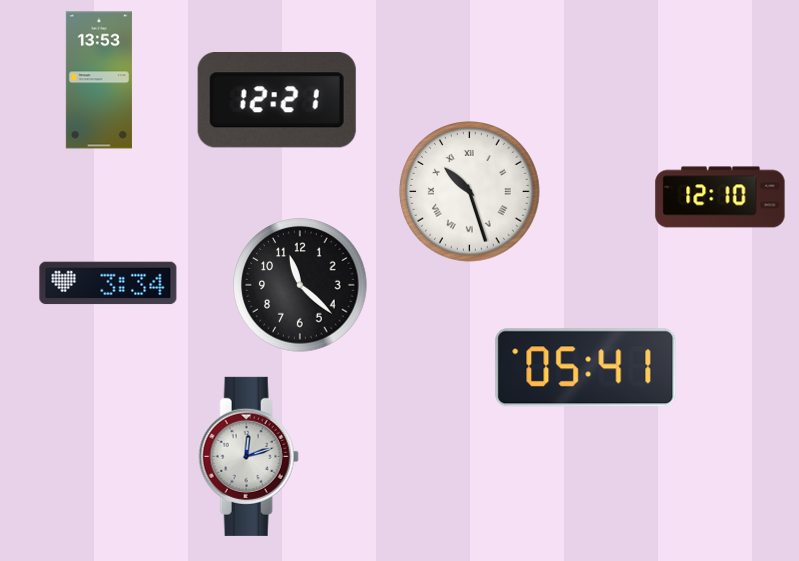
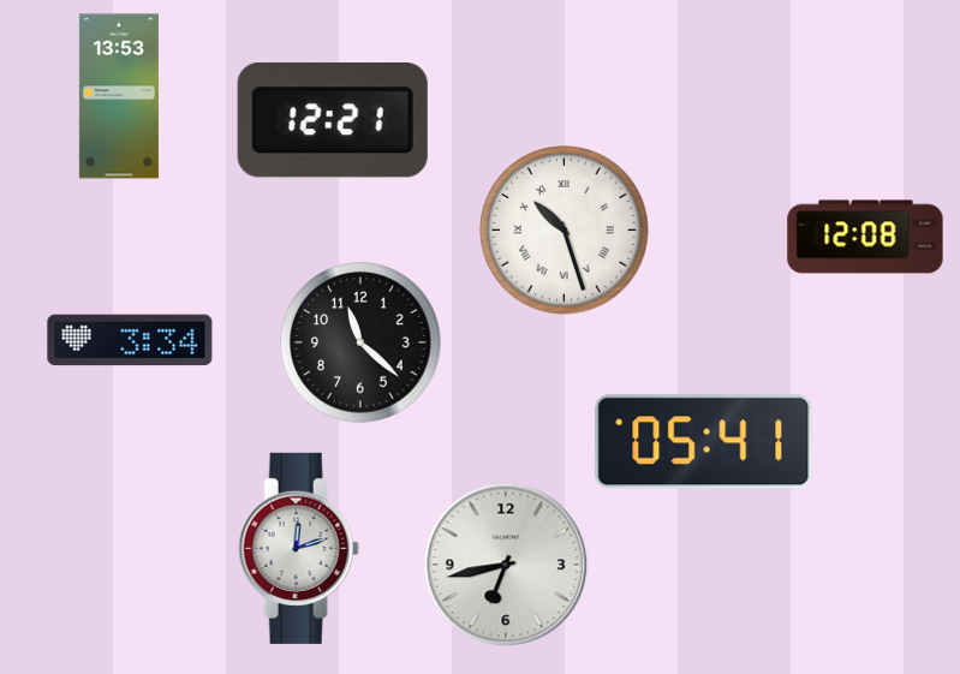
clock at (720, 197): 12:10 -> 12:08
clock at (506, 565): none -> 6:43
